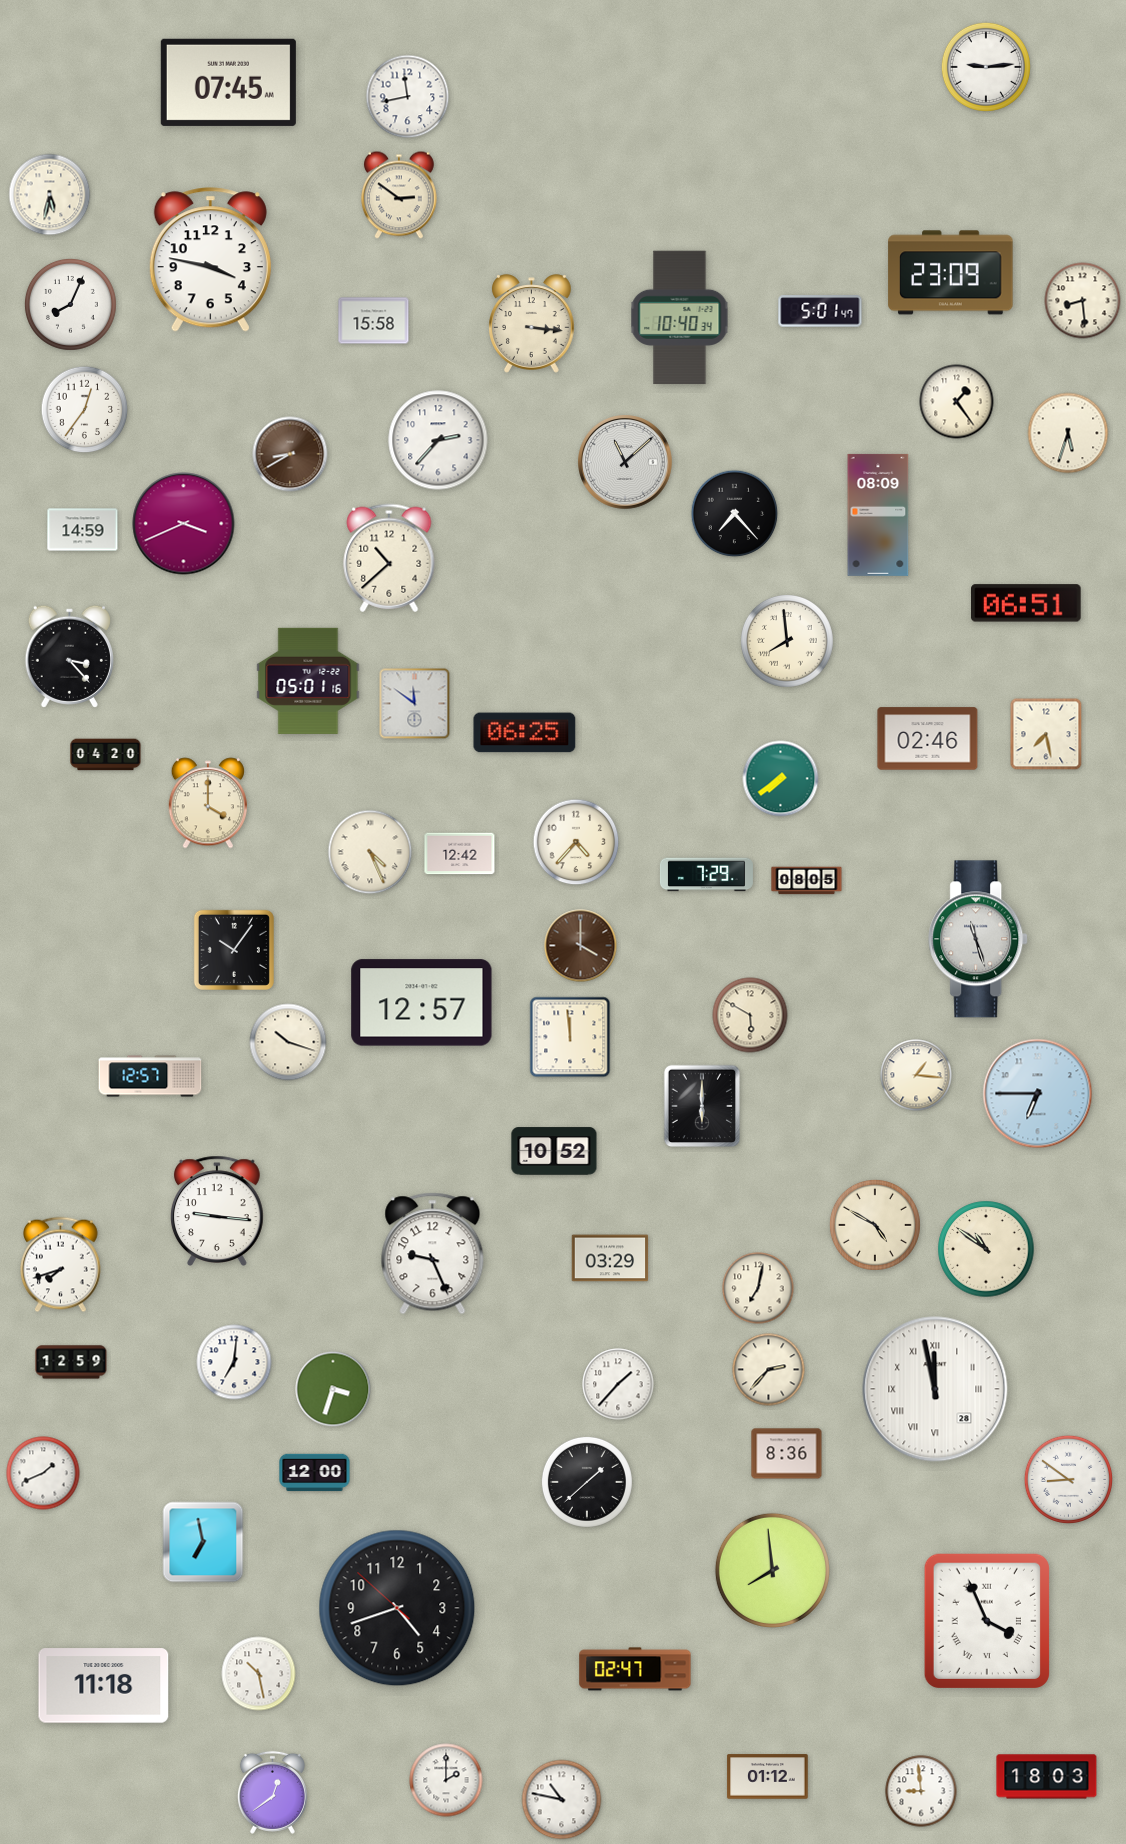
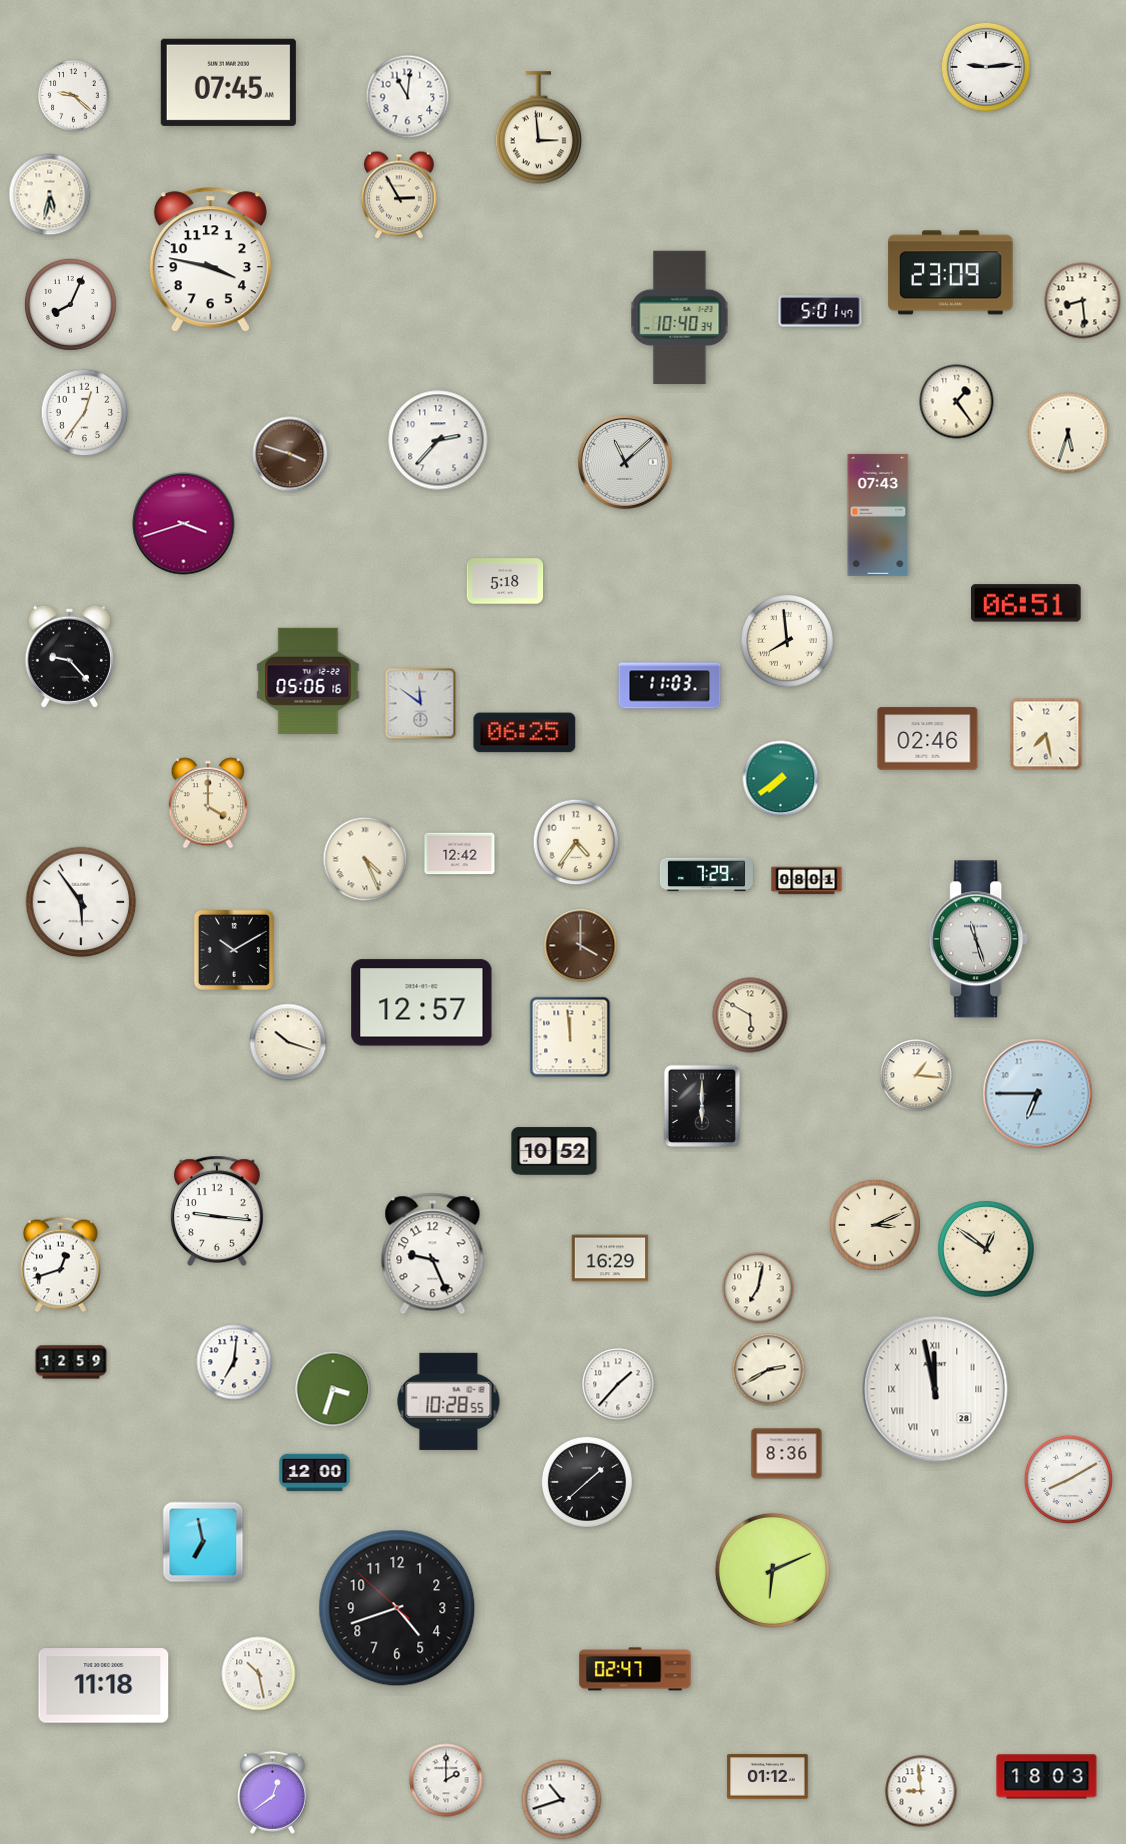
clock at (74, 96): none -> 9:22
clock at (408, 97): 11:43 -> 11:01
clock at (538, 128): none -> 2:59
clock at (400, 195): 2:51 -> 2:55
clock at (374, 321): 15:58 -> none
clock at (532, 324): 3:16 -> none
clock at (85, 410) position: (85, 410) -> (85, 413)
clock at (290, 454): 8:40 -> 3:48
clock at (735, 514): 7:23 -> none
clock at (878, 515): 08:09 -> 07:43
clock at (184, 524): 3:41 -> 3:42
clock at (83, 530): 14:59 -> none
clock at (389, 558): 10:38 -> none
clock at (505, 581): none -> 5:18
clock at (69, 656): 3:23 -> 9:23
clock at (308, 681): 05:01 -> 05:06
clock at (670, 686): none -> 11:03
clock at (415, 704) position: (415, 704) -> (421, 704)
clock at (106, 755): 04:20 -> none
clock at (576, 842): 4:37 -> 4:36
clock at (370, 852) position: (370, 852) -> (365, 859)
clock at (807, 881): 08:05 -> 08:01
clock at (81, 902): none -> 5:54
clock at (234, 950): 10:06 -> 10:10
clock at (150, 1076): 12:57 -> none
clock at (875, 1225): 4:50 -> 3:11
clock at (986, 1249): 10:51 -> 12:51
clock at (610, 1258): 03:29 -> 16:29
clock at (61, 1265): 7:42 -> 12:42
clock at (769, 1370): 2:37 -> 2:40
clock at (449, 1401): none -> 10:28
clock at (43, 1473): 1:41 -> none
clock at (1068, 1479): 8:51 -> 8:10
clock at (772, 1570): 7:59 -> 6:11
clock at (987, 1620): 3:56 -> none
clock at (562, 1800): 10:47 -> 10:42
